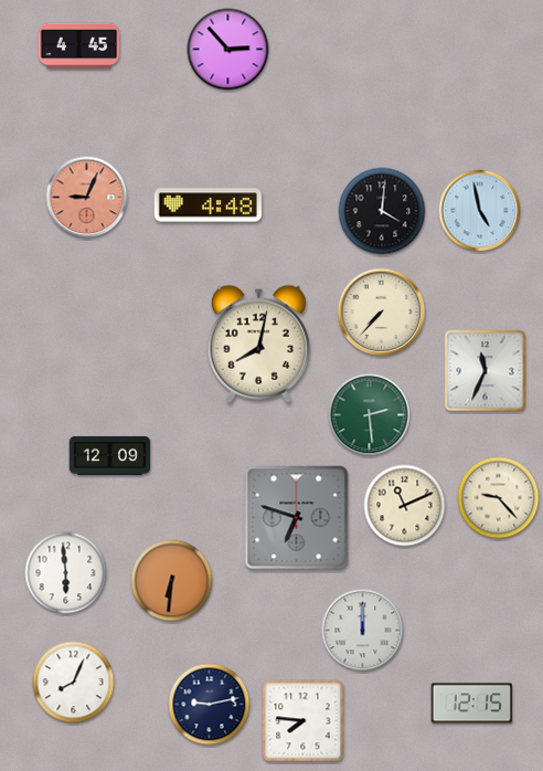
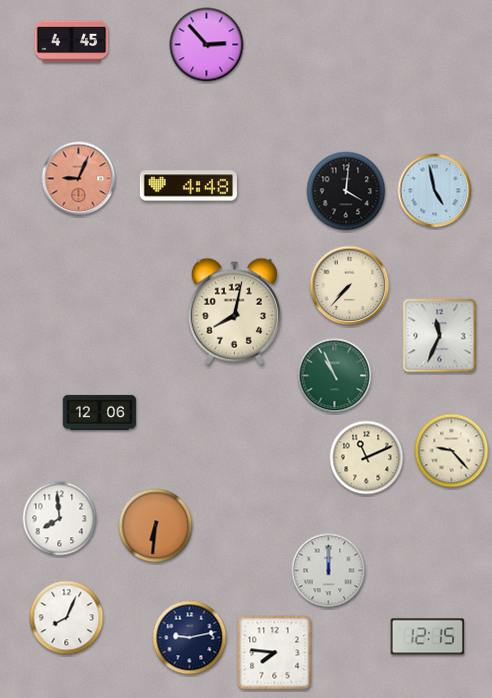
clock at (382, 313) position: (382, 313) -> (350, 286)
clock at (370, 415): 2:29 -> 10:56
clock at (110, 455): 12:09 -> 12:06
clock at (297, 518): 6:48 -> none
clock at (66, 573): 5:59 -> 7:59
